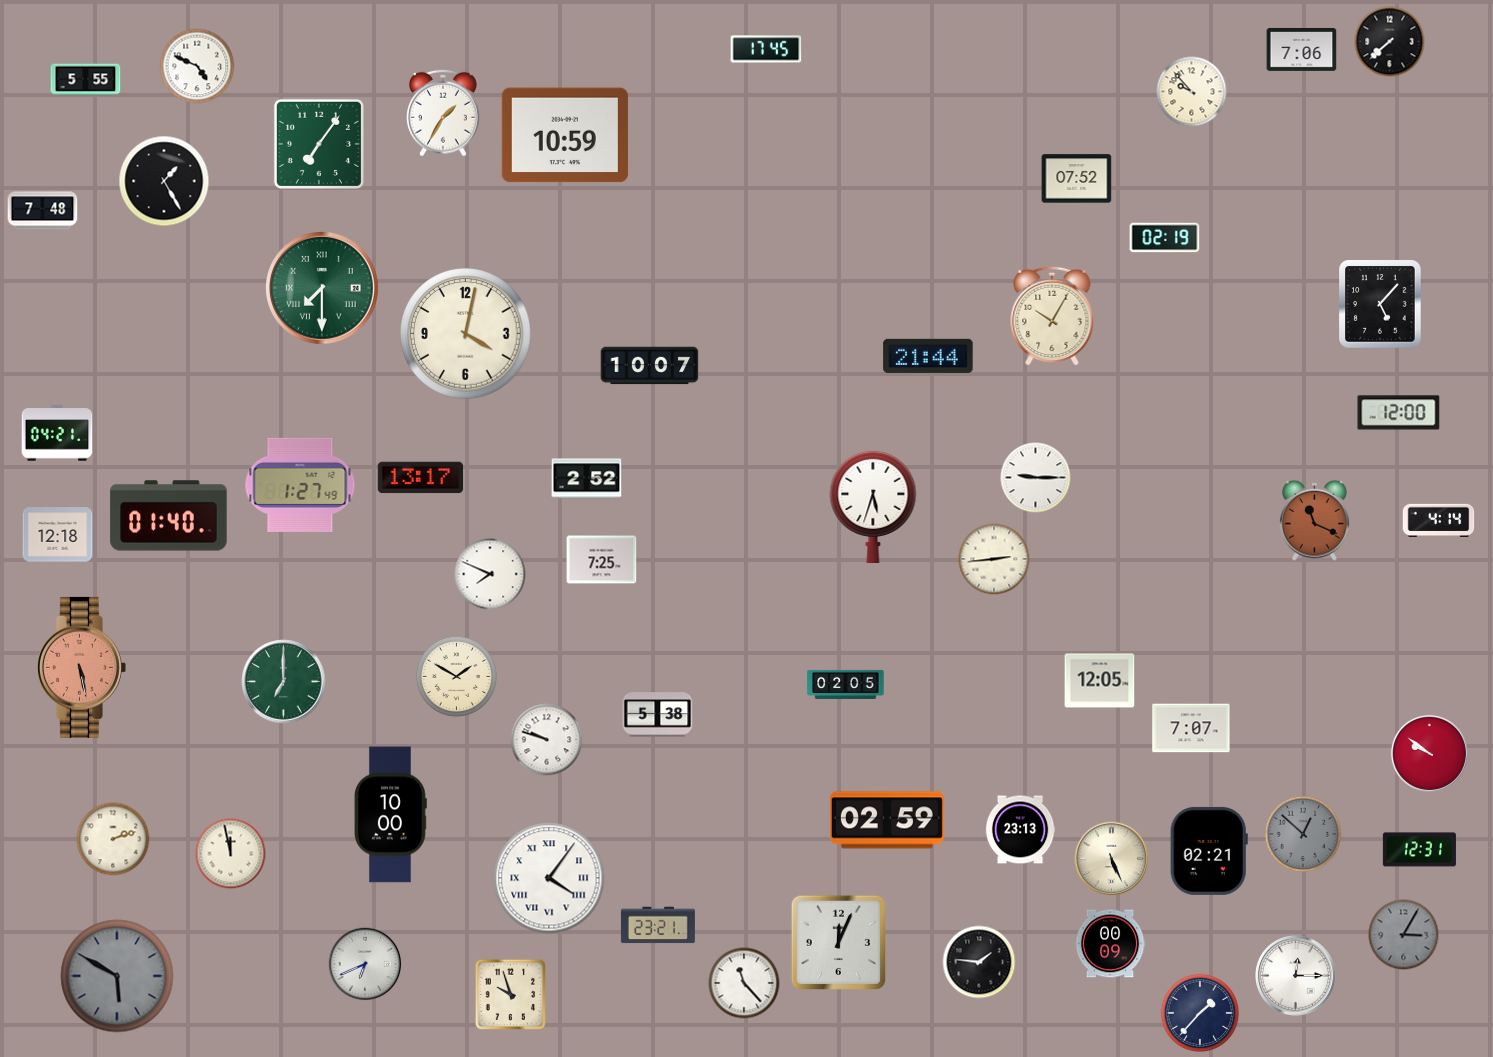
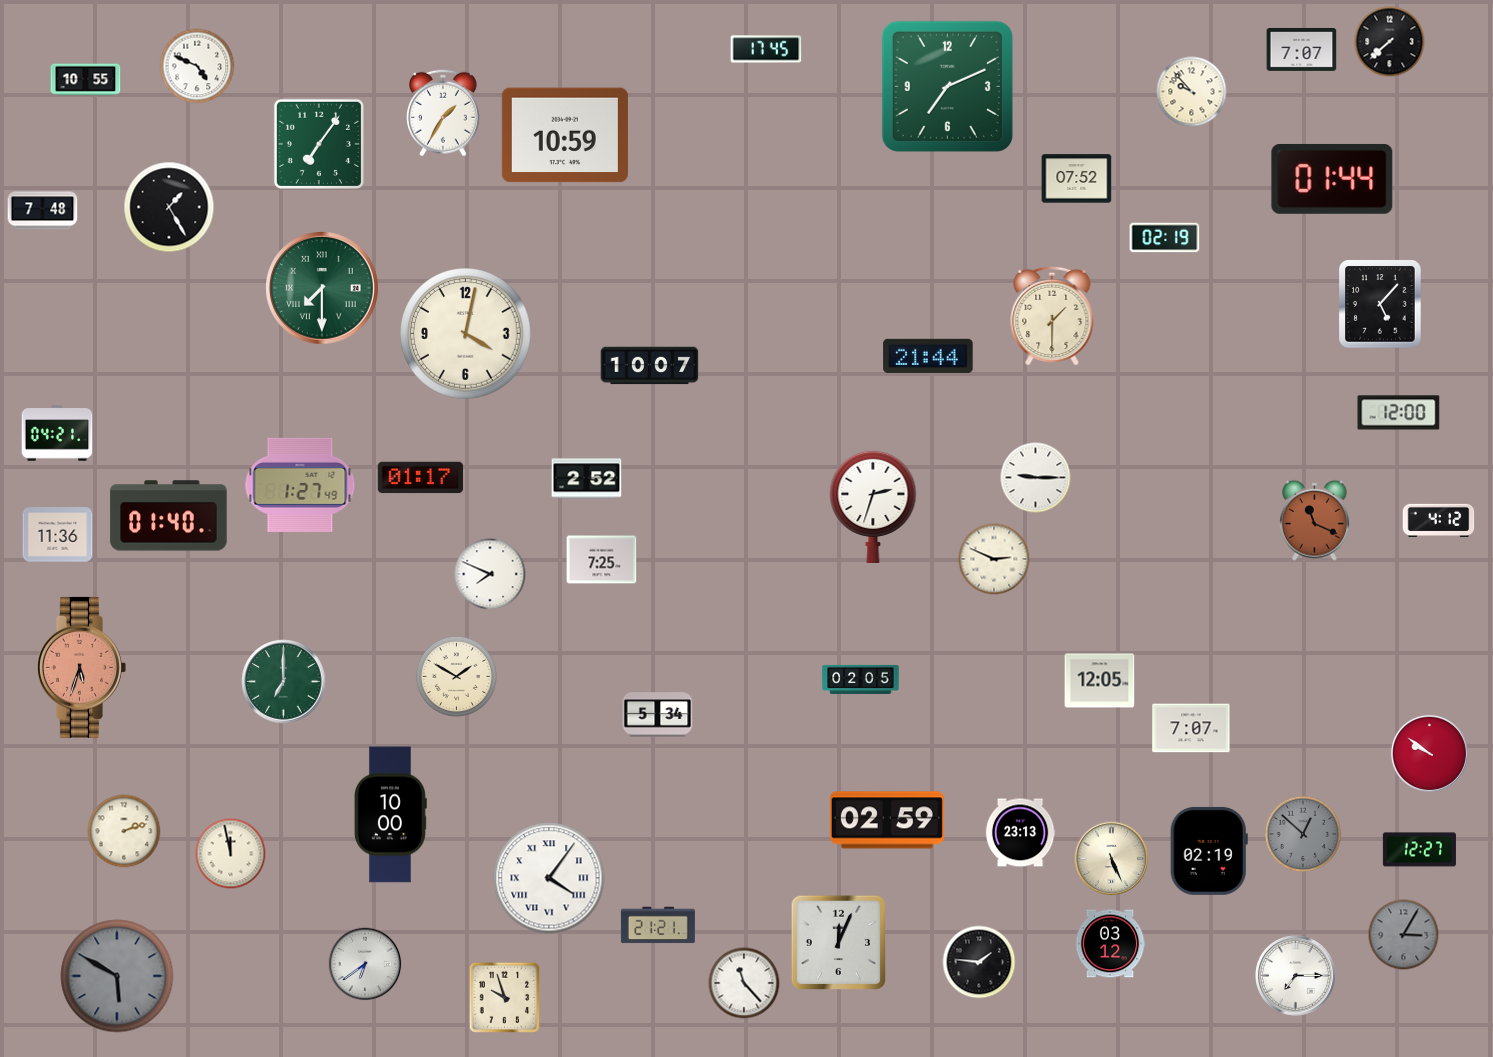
clock at (1302, 49): 7:06 -> 7:07
clock at (86, 80): 5:55 -> 10:55
clock at (947, 86): none -> 7:11
clock at (1332, 179): none -> 01:44
clock at (164, 181) position: (164, 181) -> (169, 207)
clock at (1052, 316): 10:05 -> 1:30
clock at (421, 478): 13:17 -> 01:17
clock at (873, 506): 5:33 -> 2:33
clock at (1439, 520): 4:14 -> 4:12
clock at (58, 535): 12:18 -> 11:36
clock at (994, 559): 2:44 -> 2:49
clock at (81, 667): 5:28 -> 5:33
clock at (846, 684) position: (846, 684) -> (861, 679)
clock at (658, 715): 5:38 -> 5:34
clock at (547, 740): 9:48 -> none
clock at (1020, 830) position: (1020, 830) -> (1020, 833)
clock at (113, 839) position: (113, 839) -> (124, 831)
clock at (1419, 850): 12:31 -> 12:27
clock at (1209, 851): 02:21 -> 02:19
clock at (658, 925): 23:21 -> 21:21
clock at (1110, 944): 00:09 -> 03:12
clock at (365, 964): 6:41 -> 6:39
clock at (1296, 976): 12:15 -> 7:15
clock at (511, 995) position: (511, 995) -> (505, 998)
clock at (1200, 1013): 1:37 -> none
